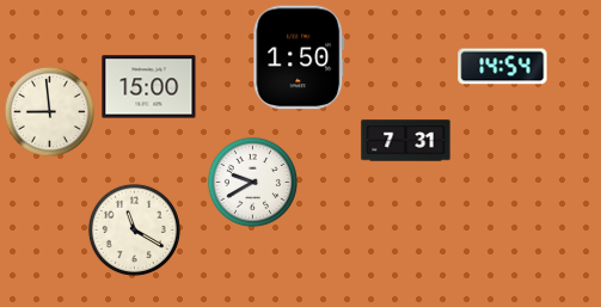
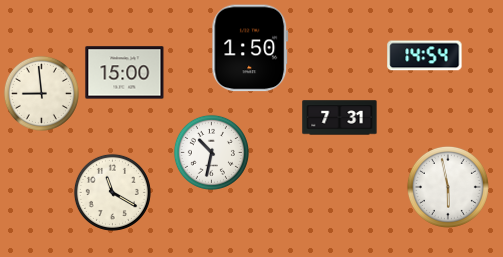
clock at (503, 67) position: (503, 67) -> (425, 56)
clock at (252, 182): 9:40 -> 10:32
clock at (448, 187): none -> 5:58
